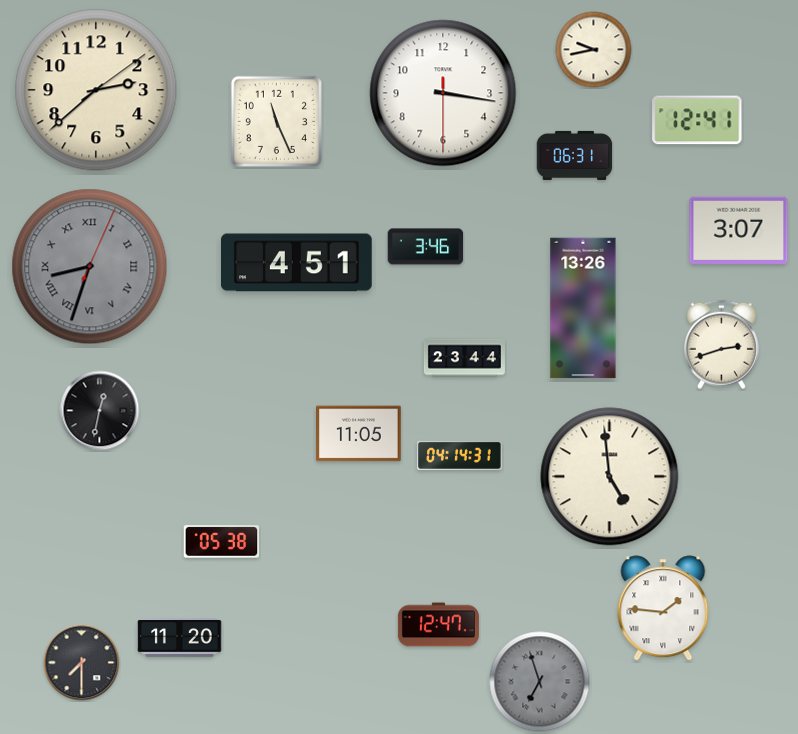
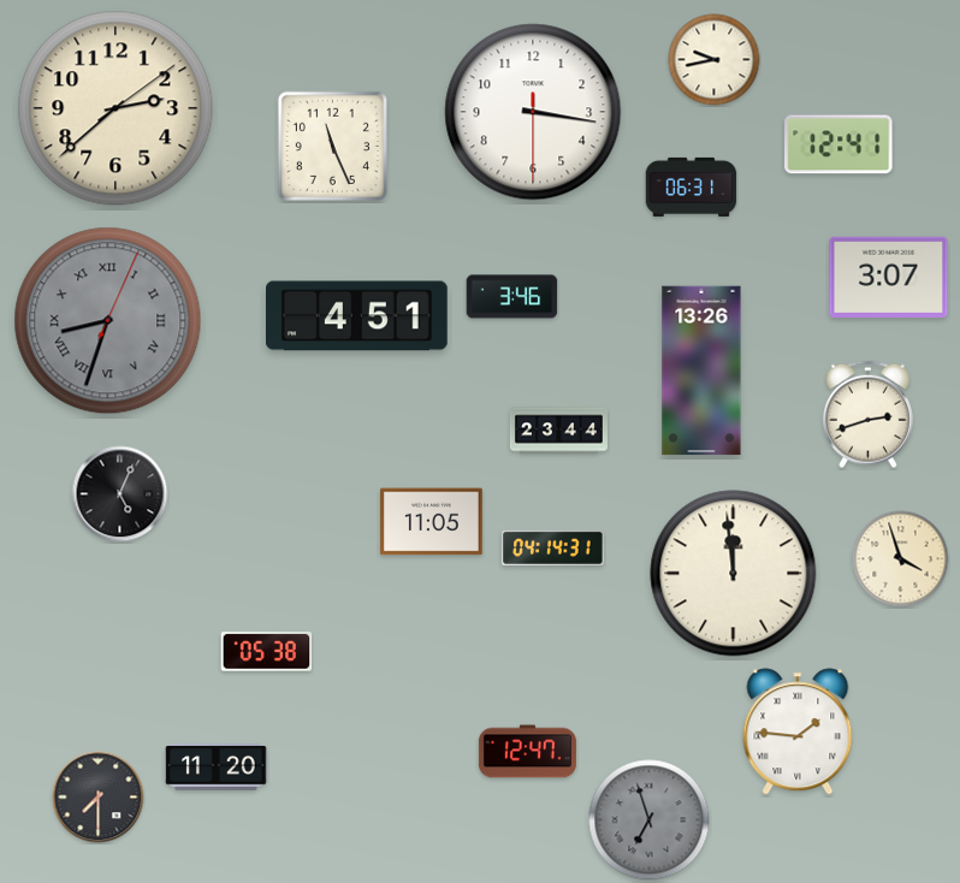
clock at (100, 411): 12:32 -> 5:04
clock at (901, 559): none -> 3:57
clock at (610, 477): 4:59 -> 11:59
